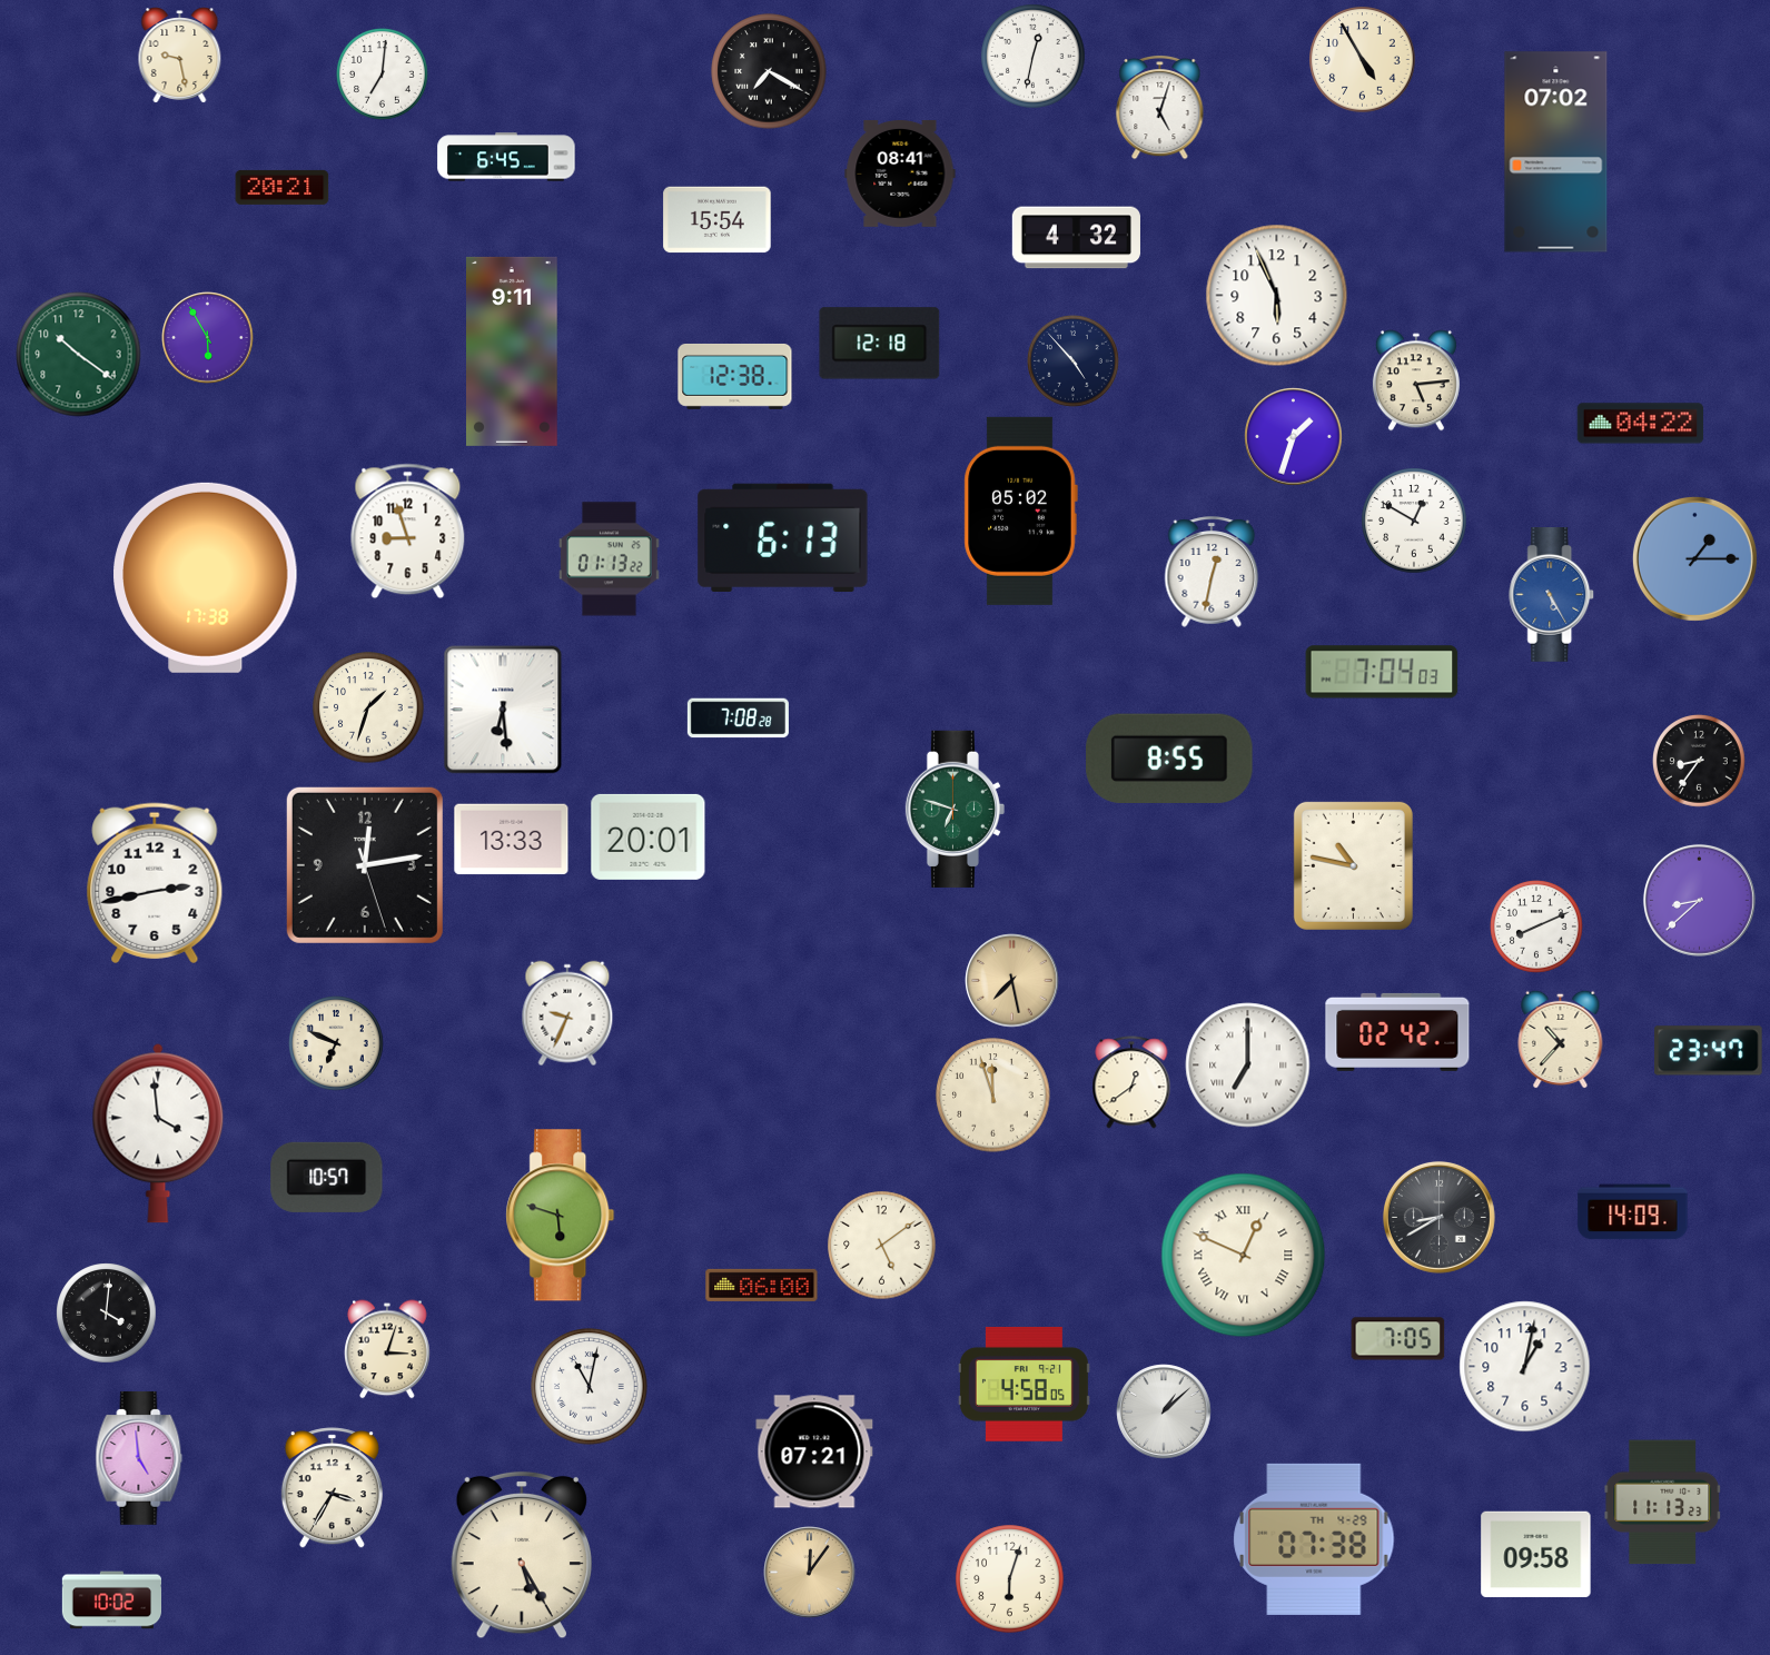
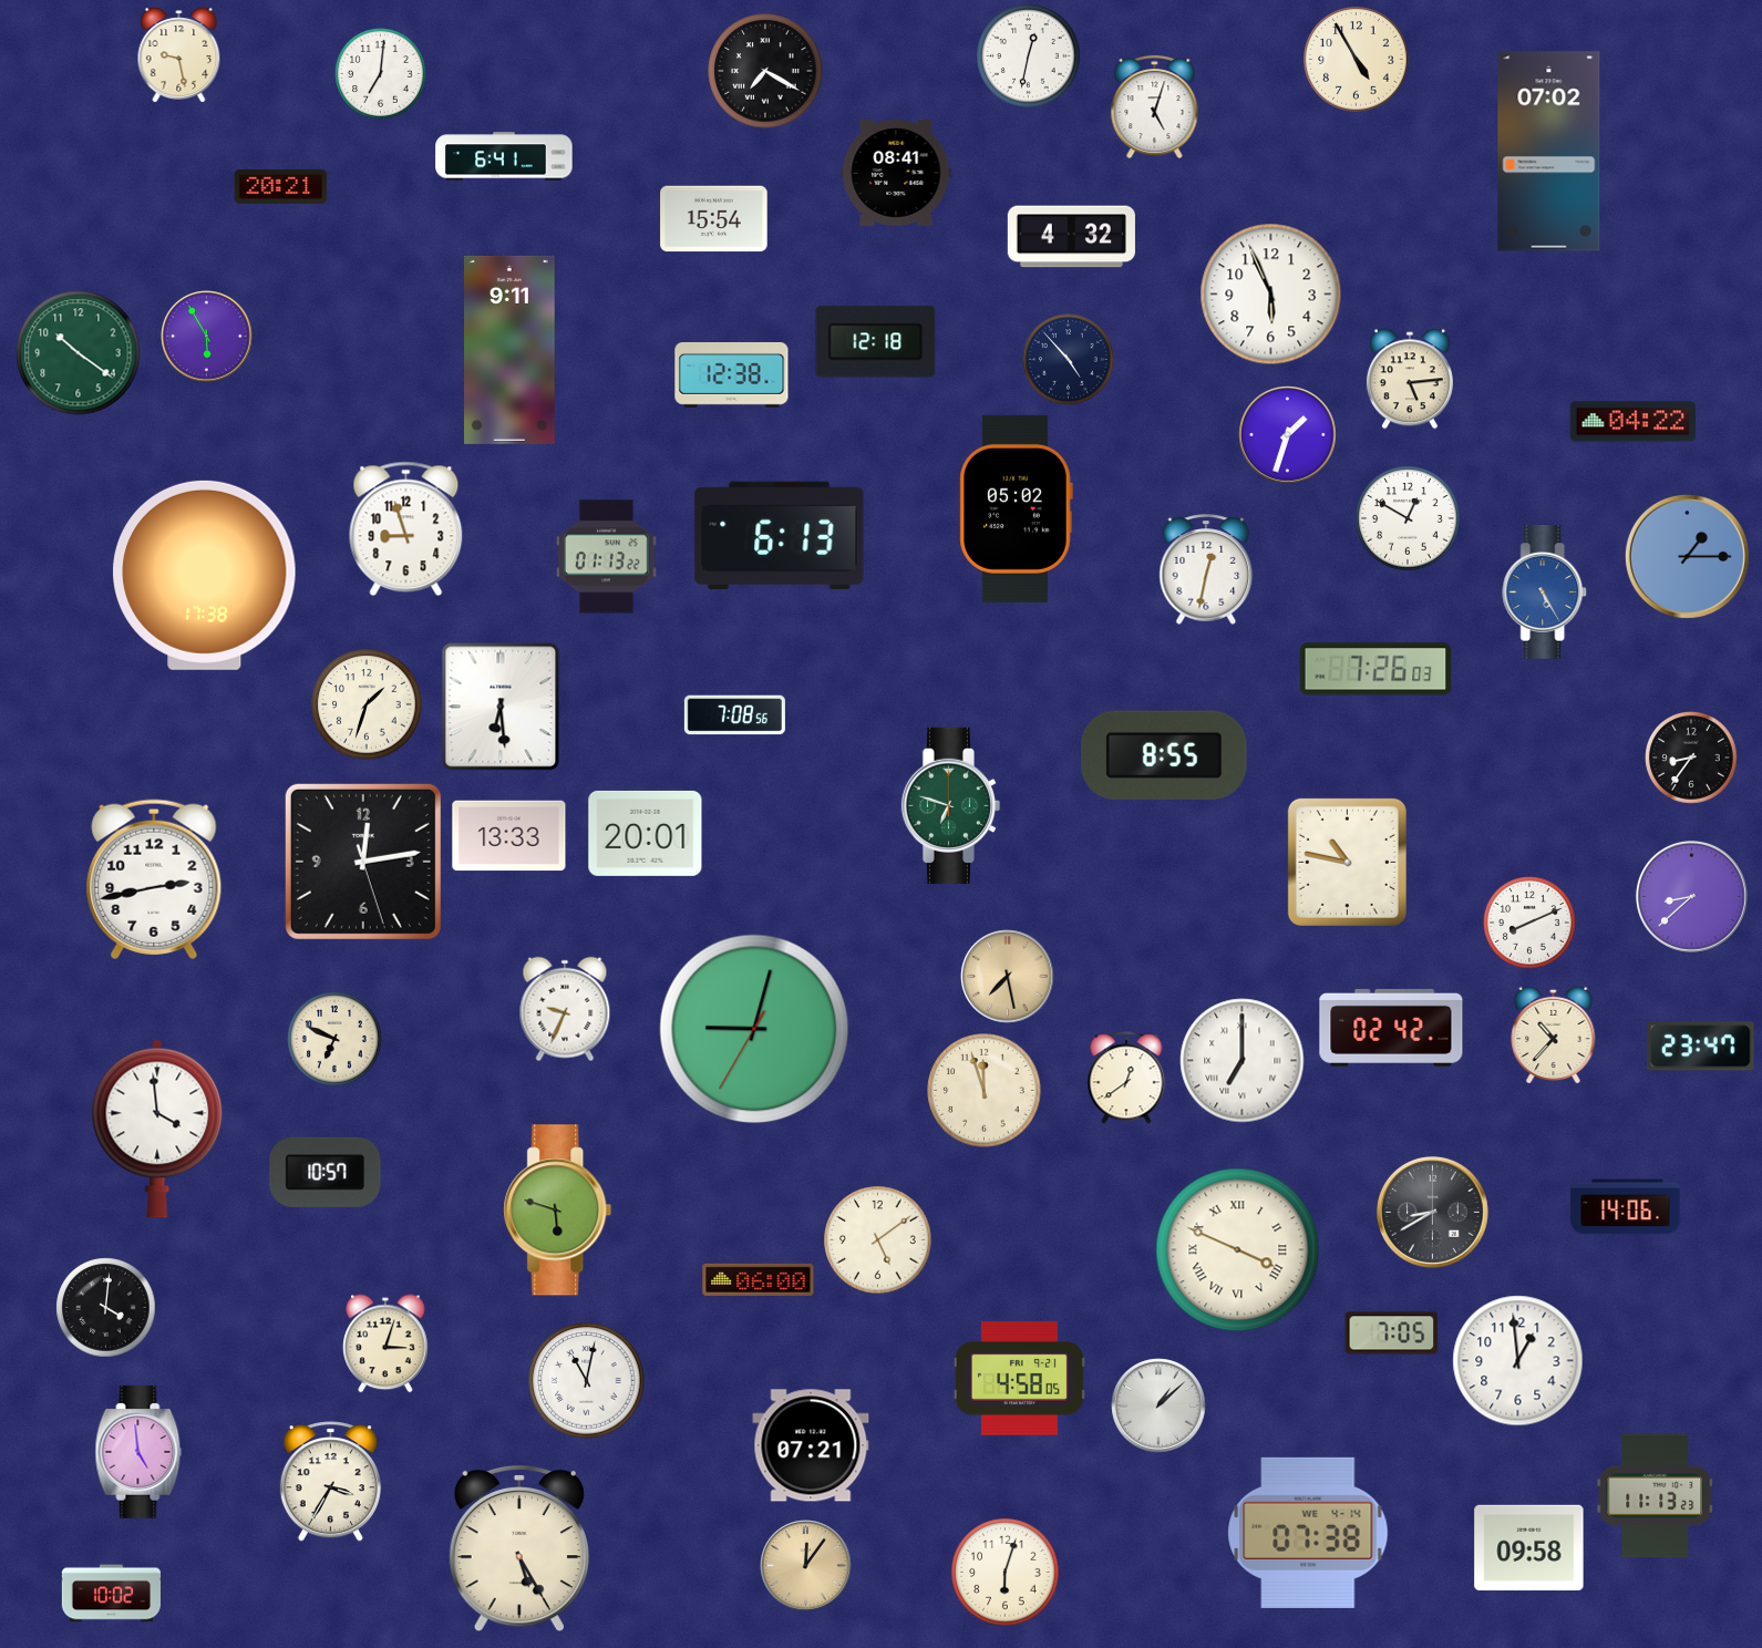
clock at (506, 157): 6:45 -> 6:41
clock at (1382, 672): 7:04 -> 7:26
clock at (738, 719): 7:08:28 -> 7:08:56
clock at (754, 1029): none -> 9:02
clock at (993, 1096) position: (993, 1096) -> (985, 1091)
clock at (1633, 1212): 14:09 -> 14:06
clock at (1244, 1256): 12:49 -> 3:49
clock at (1525, 1367): 1:02 -> 12:59
clock at (1314, 1539) date: TH 4-29 -> WE 4-14
